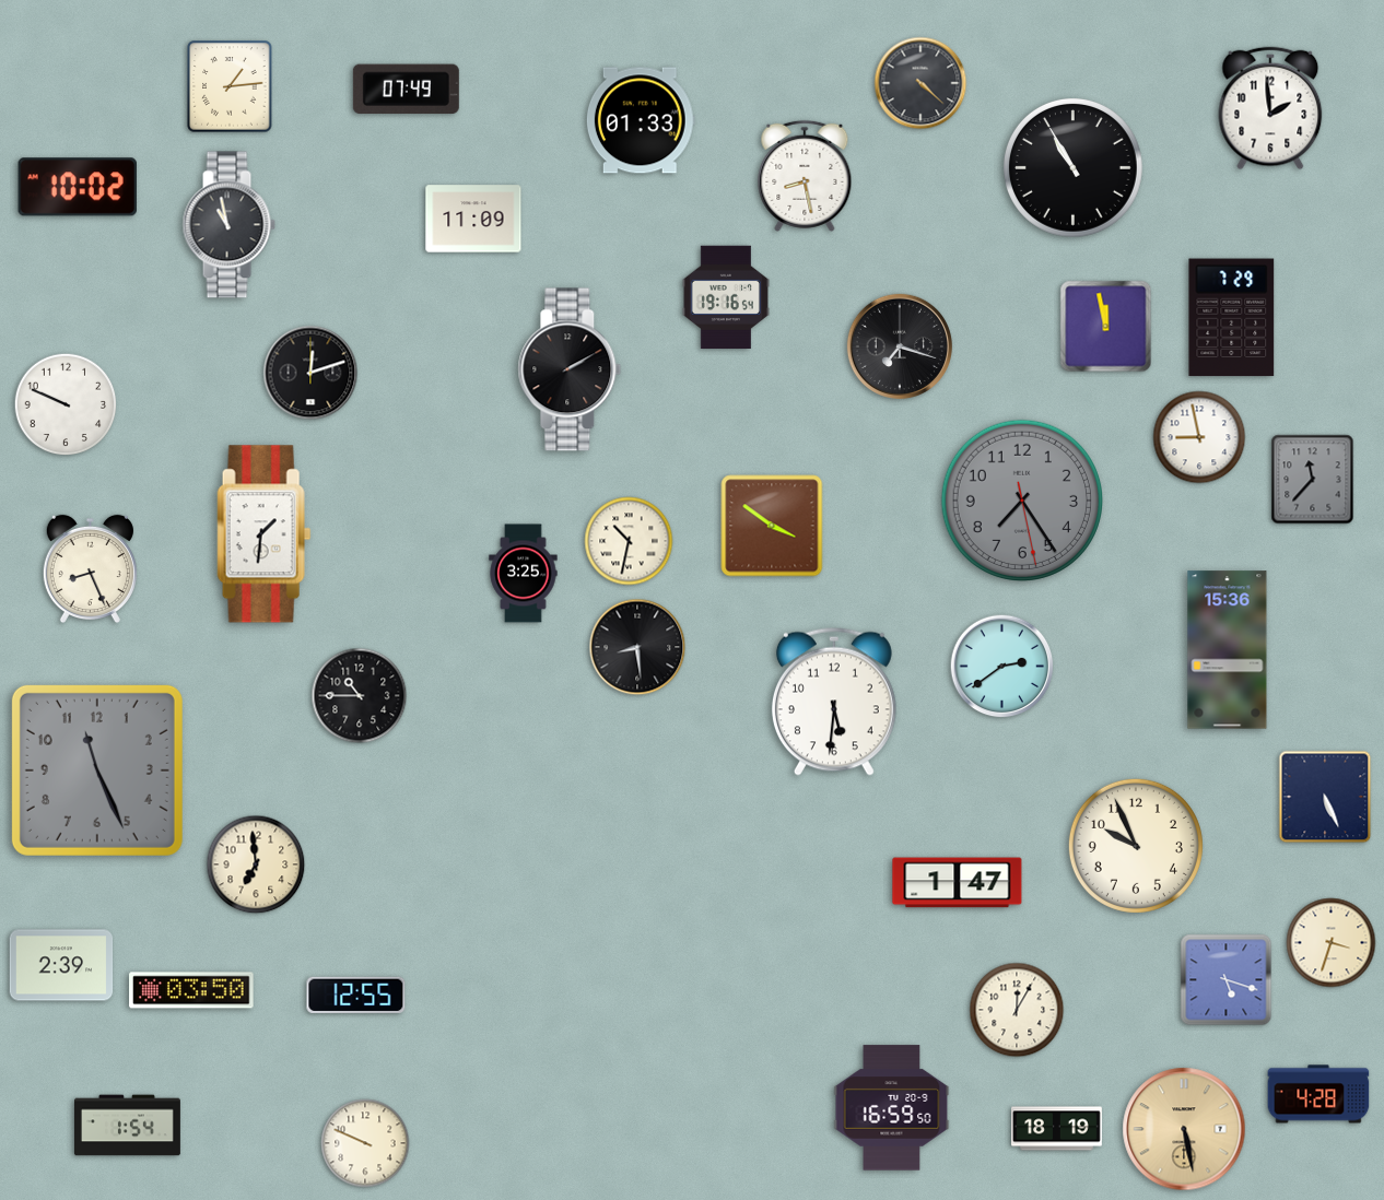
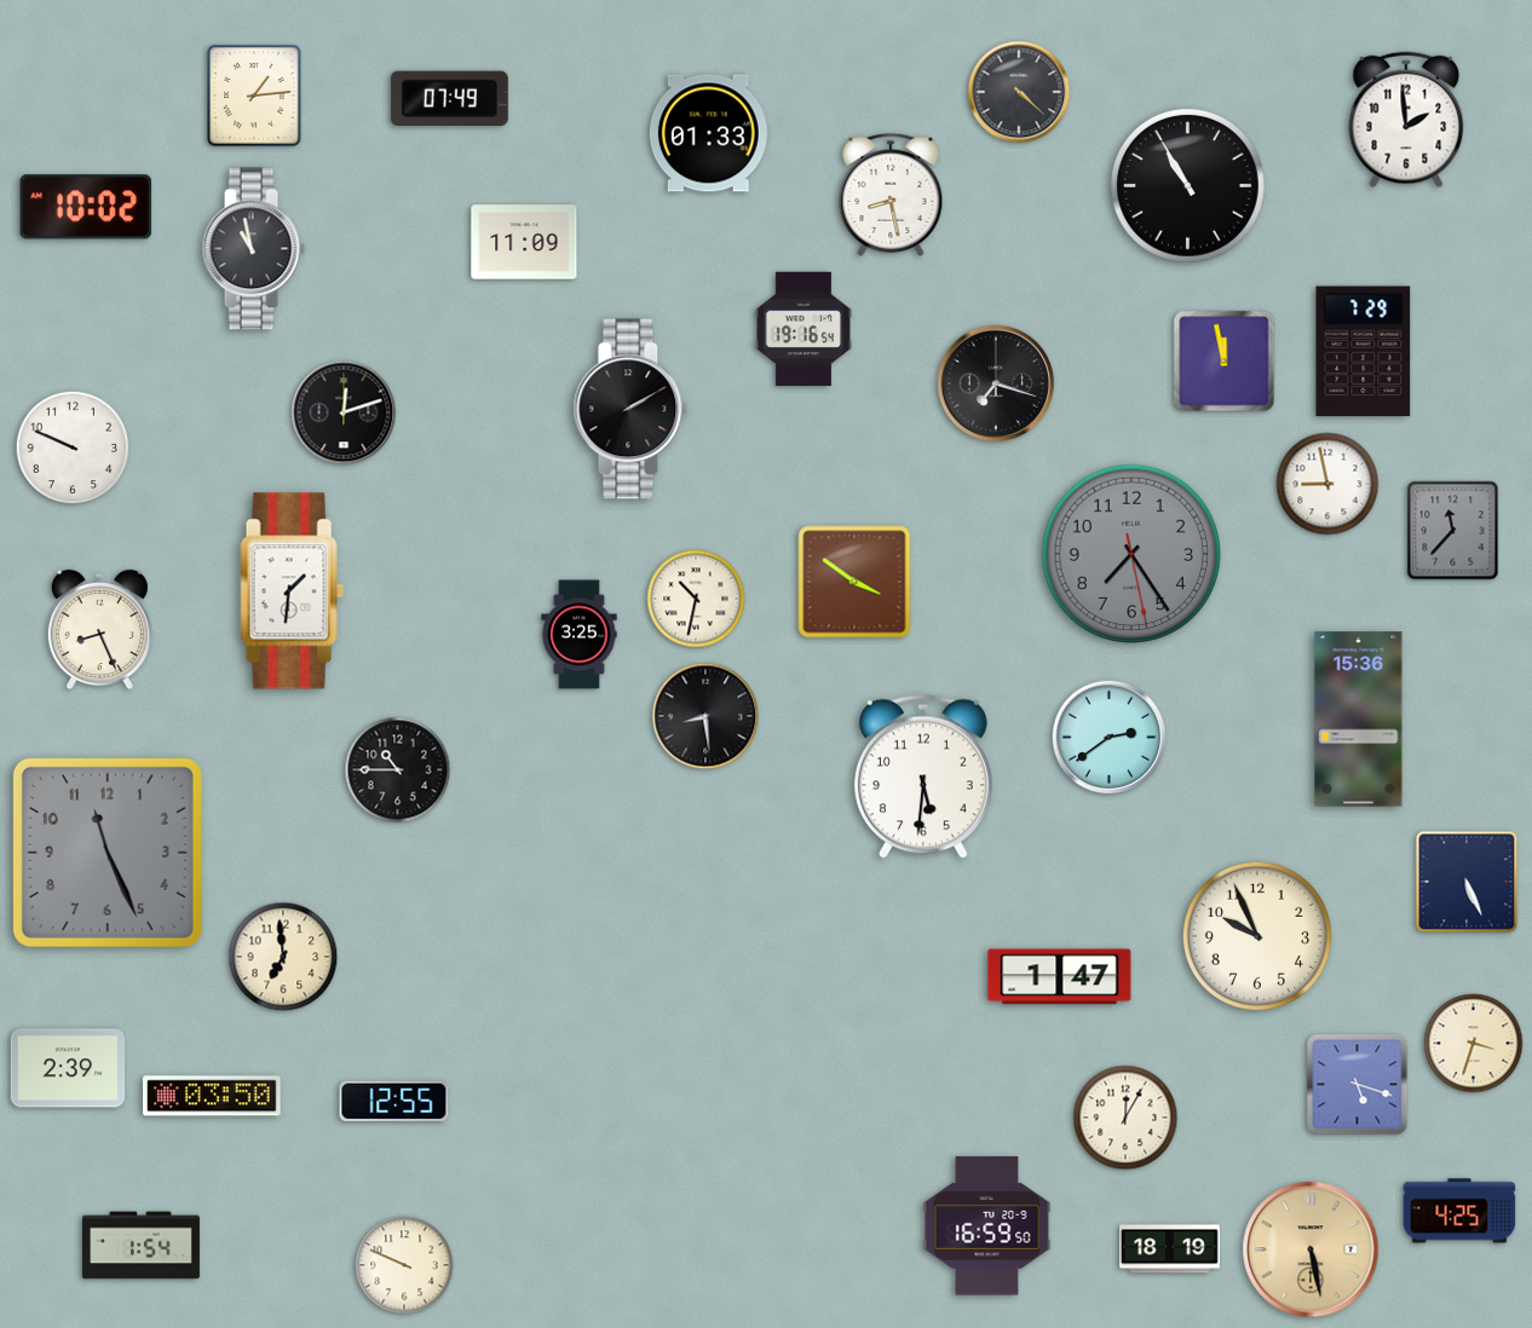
clock at (1318, 1094): 4:28 -> 4:25
